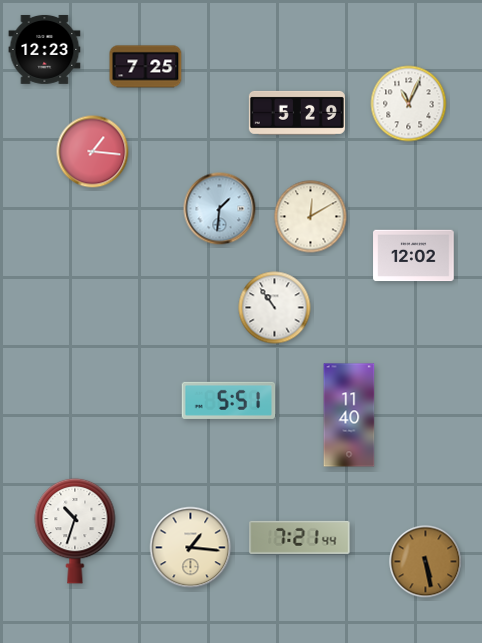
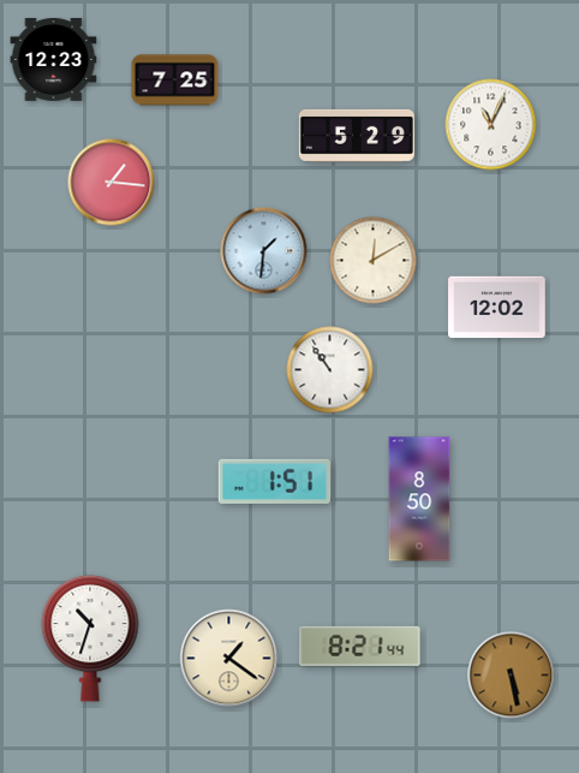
clock at (229, 400): 5:51 -> 1:51
clock at (349, 415): 11:40 -> 8:50
clock at (300, 537): 7:21 -> 8:21
clock at (191, 548): 1:16 -> 1:21
